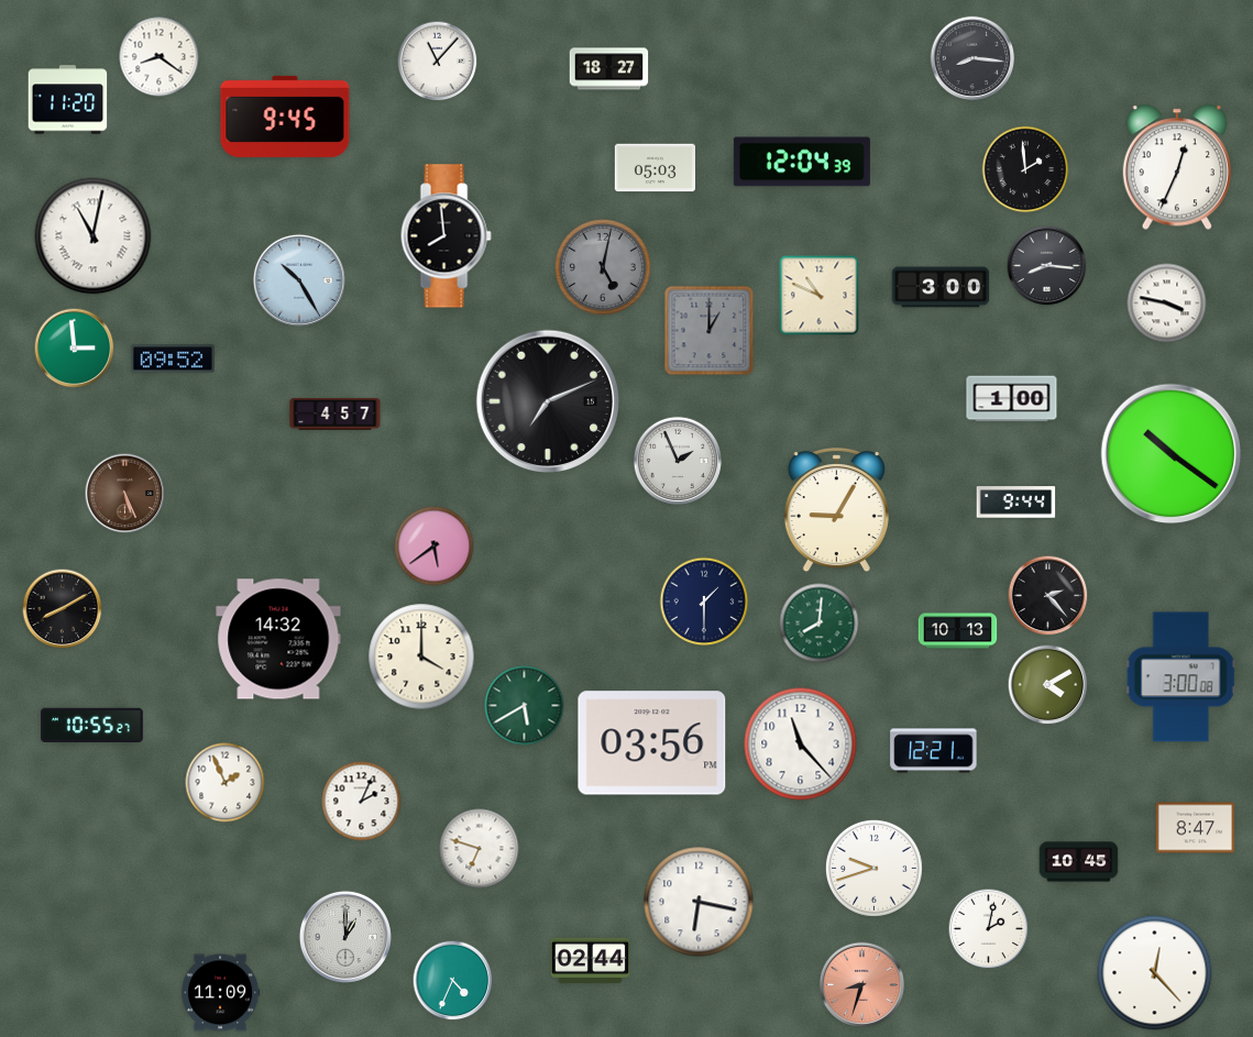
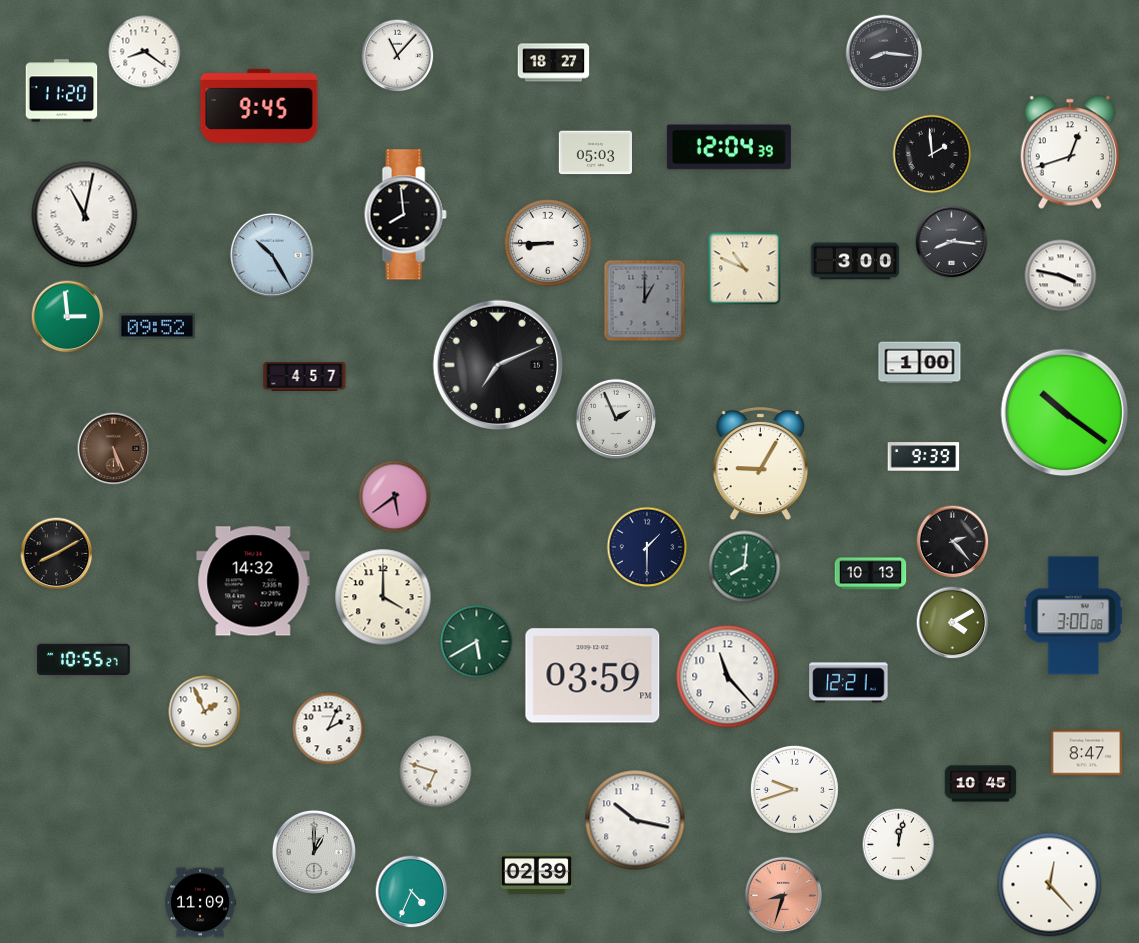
clock at (1176, 167): 12:34 -> 12:42
clock at (603, 267): 5:02 -> 8:45
clock at (603, 267) dial: grey -> white
clock at (1016, 503): 9:44 -> 9:39
clock at (704, 602) position: (704, 602) -> (647, 547)
clock at (652, 743): 03:56 -> 03:59
clock at (699, 902): 6:17 -> 10:17
clock at (989, 929): 2:02 -> 12:02
clock at (591, 960): 02:44 -> 02:39
